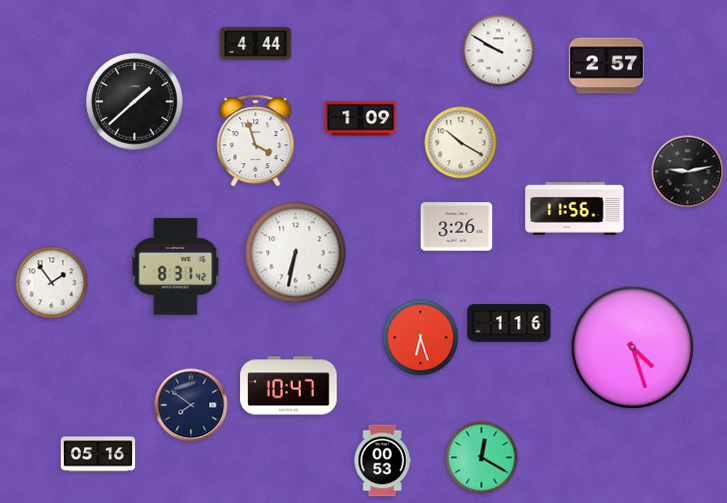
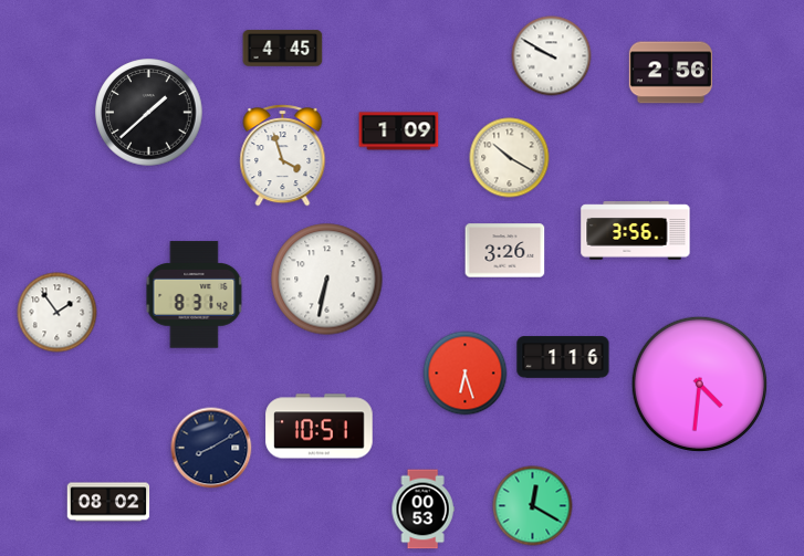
clock at (256, 44): 4:44 -> 4:45
clock at (606, 66): 2:57 -> 2:56
clock at (688, 172): 9:13 -> none
clock at (575, 209): 11:56 -> 3:56
clock at (632, 347): 4:27 -> 4:31
clock at (289, 386): 10:47 -> 10:51
clock at (191, 405): 7:51 -> 8:10
clock at (98, 454): 05:16 -> 08:02
